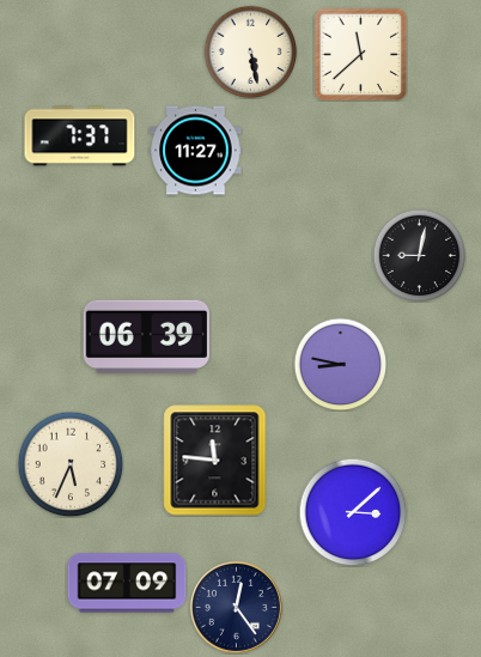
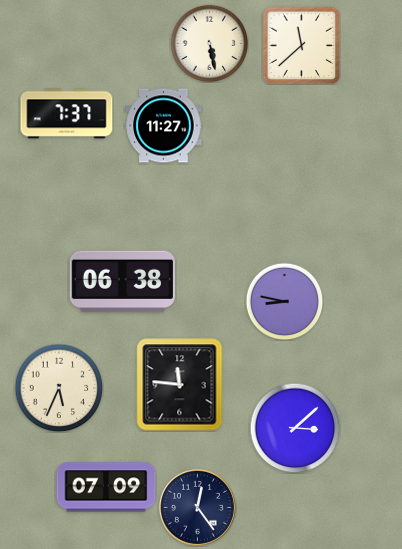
clock at (419, 255): 9:02 -> none
clock at (146, 337): 06:39 -> 06:38
clock at (340, 364) position: (340, 364) -> (284, 301)
